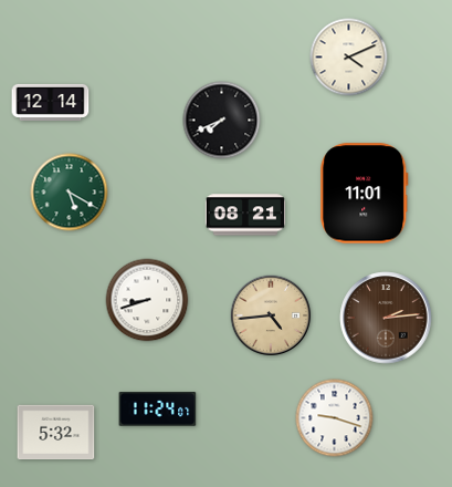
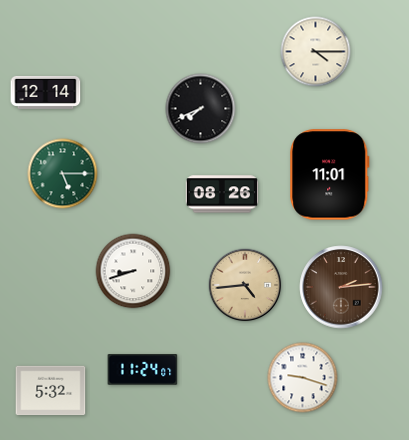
clock at (349, 58): 4:11 -> 4:15
clock at (70, 193): 5:20 -> 5:15
clock at (244, 215): 08:21 -> 08:26
clock at (386, 318) position: (386, 318) -> (341, 287)
